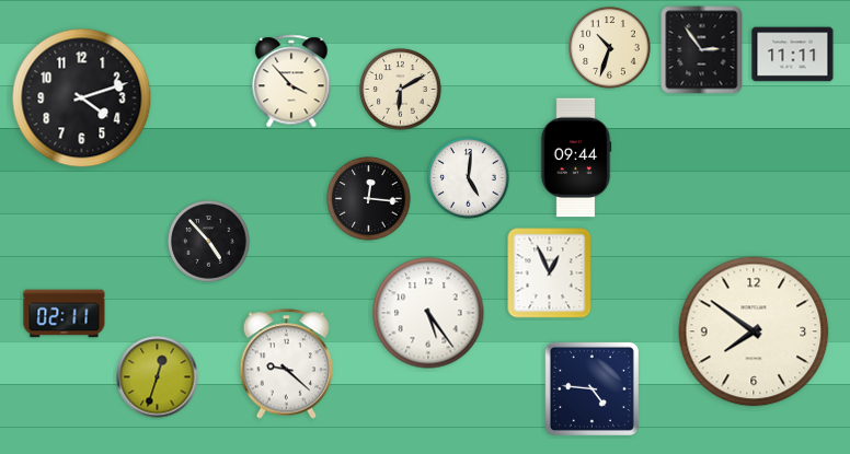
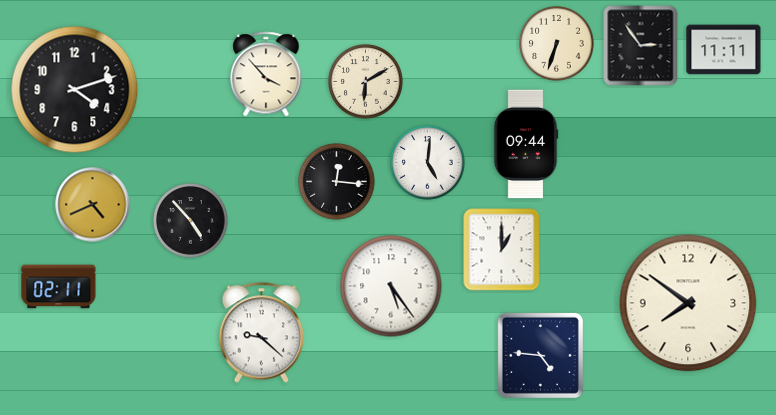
clock at (610, 48): 10:33 -> 6:33
clock at (93, 205): none -> 4:41
clock at (550, 273): 12:56 -> 1:00
clock at (158, 377): 12:33 -> none
